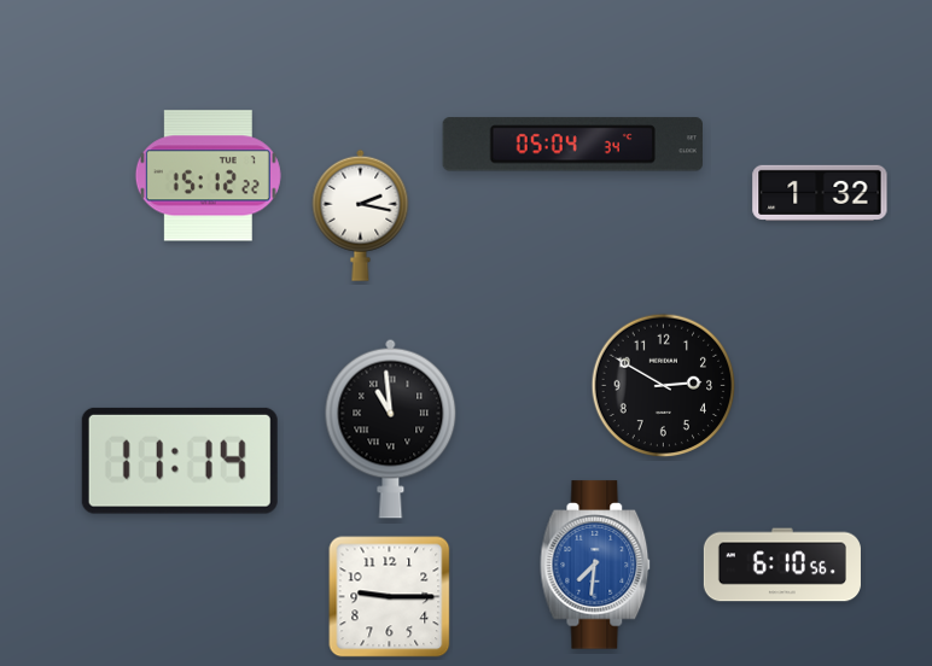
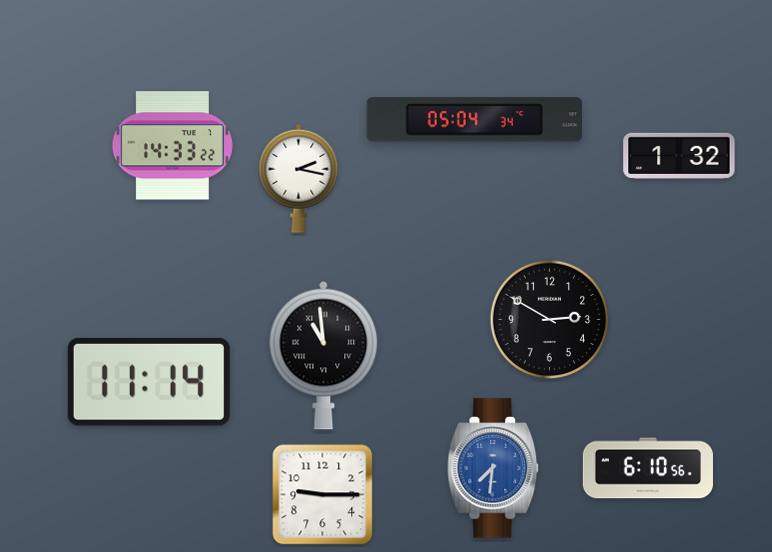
clock at (208, 176): 15:12 -> 14:33
clock at (820, 193) position: (820, 193) -> (679, 156)
